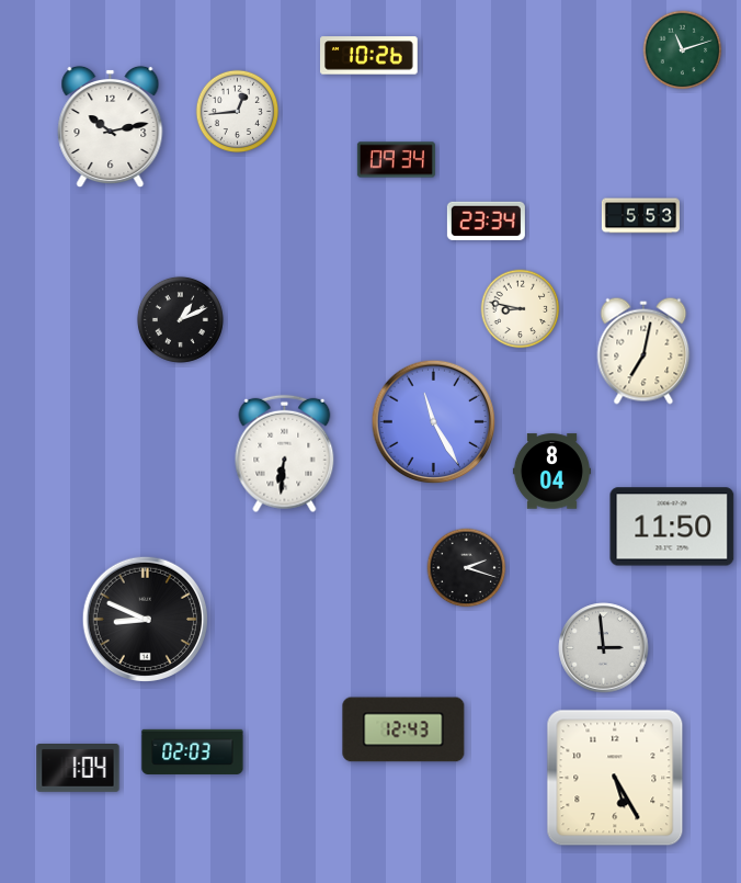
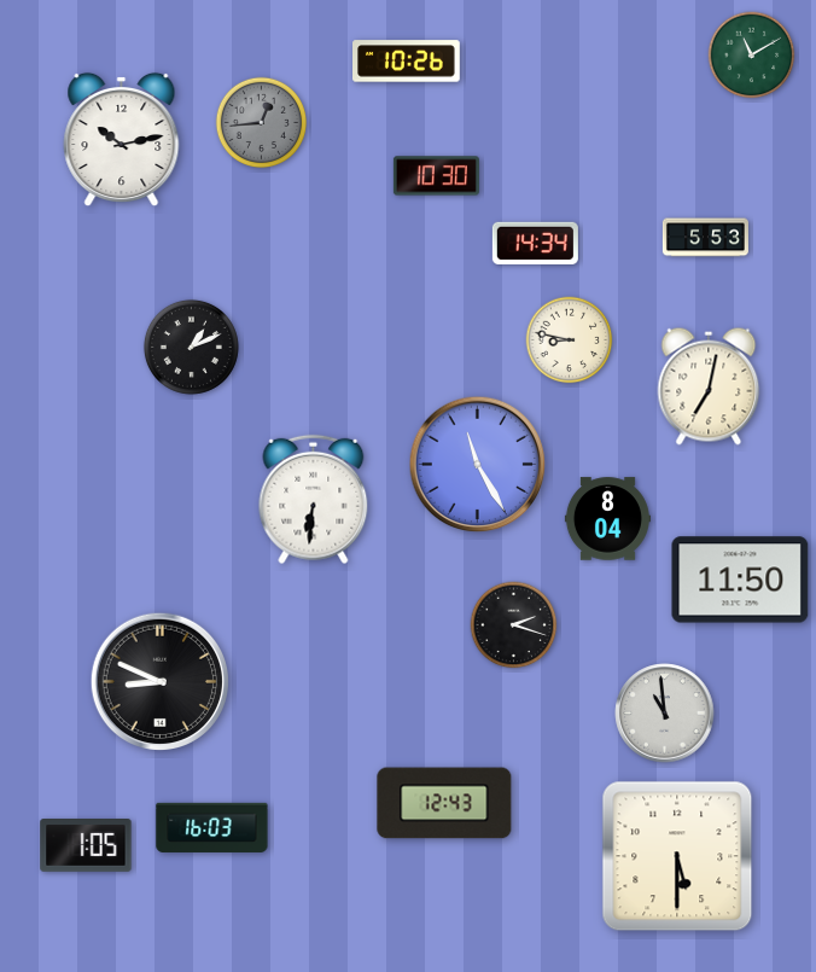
clock at (683, 50): 11:12 -> 11:10
clock at (238, 112) dial: white -> grey
clock at (396, 160): 09:34 -> 10:30
clock at (486, 220): 23:34 -> 14:34
clock at (521, 309) position: (521, 309) -> (570, 341)
clock at (180, 319) position: (180, 319) -> (191, 347)
clock at (604, 648): 2:59 -> 10:59
clock at (193, 751): 02:03 -> 16:03
clock at (78, 769): 1:04 -> 1:05
clock at (615, 778): 5:25 -> 5:30
